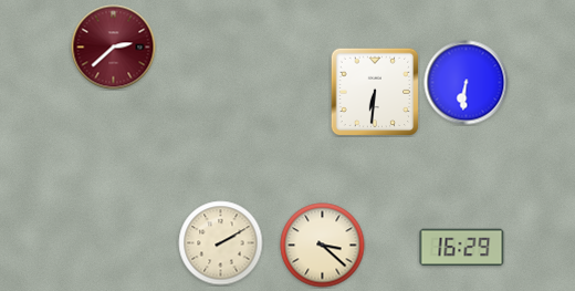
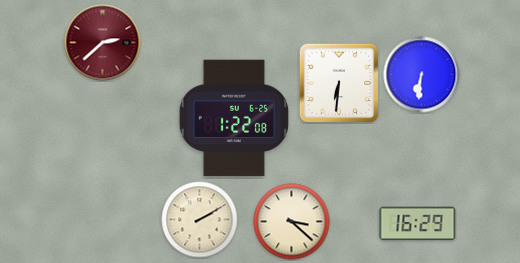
clock at (234, 118): none -> 1:22
